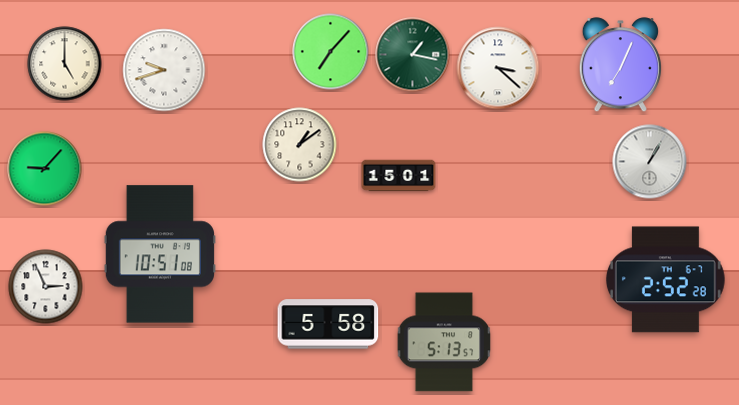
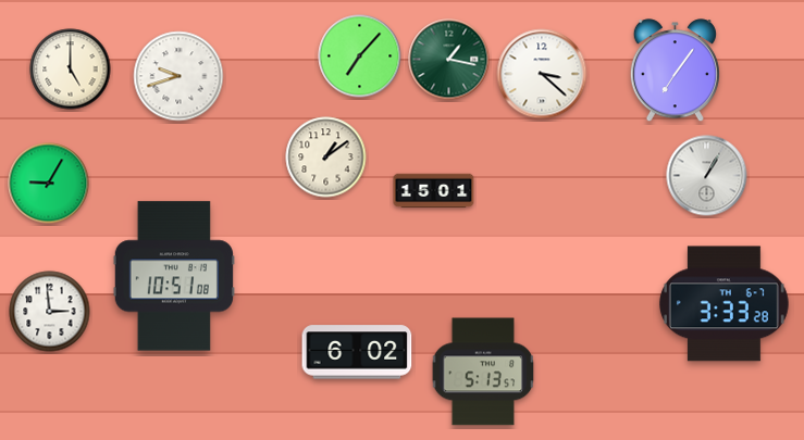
clock at (620, 65): 7:04 -> 7:06
clock at (45, 169): 9:07 -> 9:05
clock at (665, 280): 2:52 -> 3:33
clock at (46, 287): 2:56 -> 2:59
clock at (328, 324): 5:58 -> 6:02
